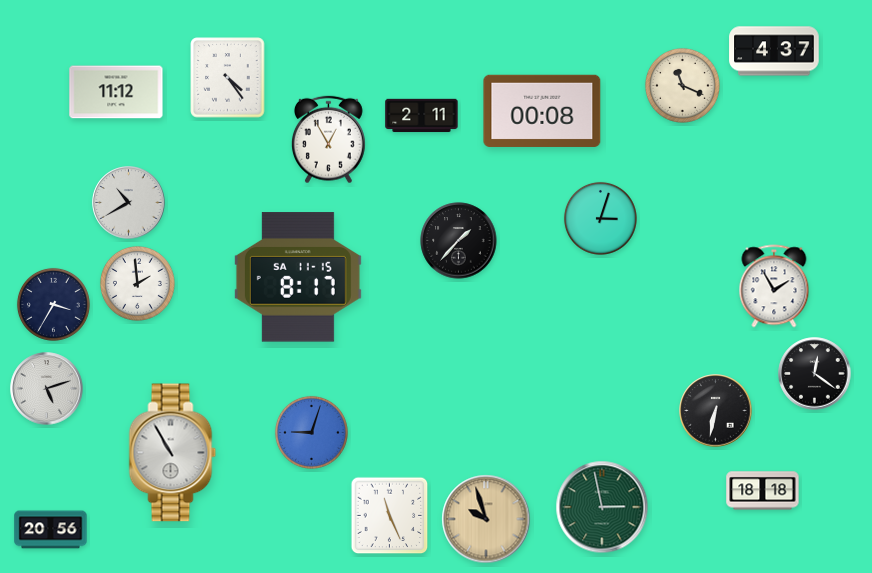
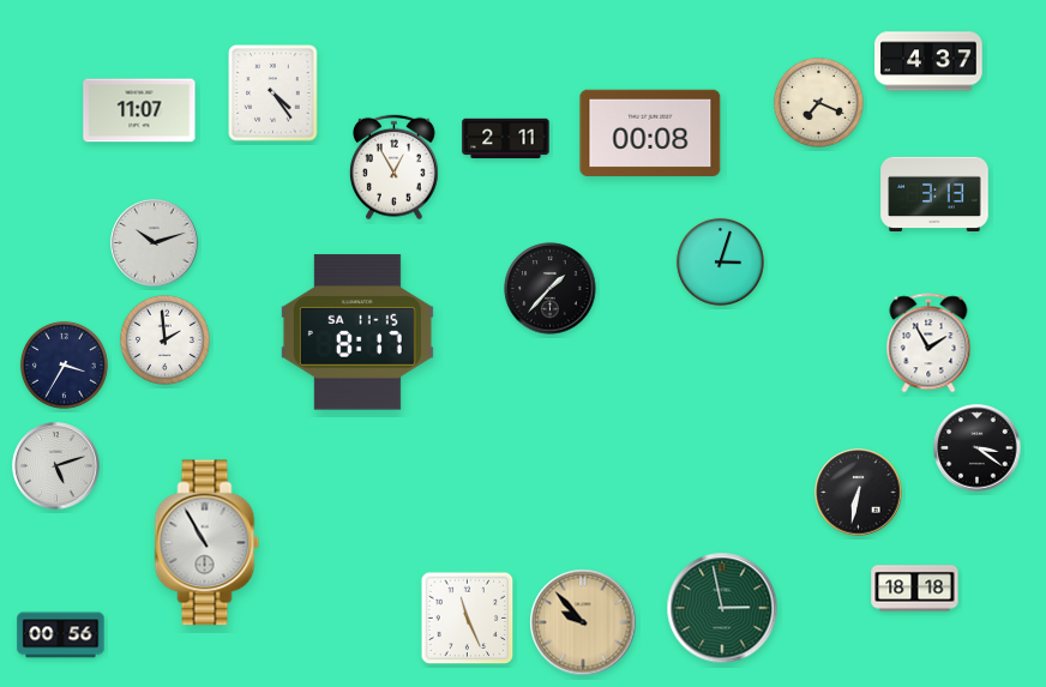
clock at (682, 85): 11:19 -> 7:19
clock at (116, 92): 11:12 -> 11:07
clock at (934, 193): none -> 3:13
clock at (129, 203): 10:40 -> 10:12
clock at (815, 374): 12:21 -> 3:21
clock at (311, 432): 9:03 -> none
clock at (486, 519): 9:57 -> 9:53
clock at (51, 530): 20:56 -> 00:56
